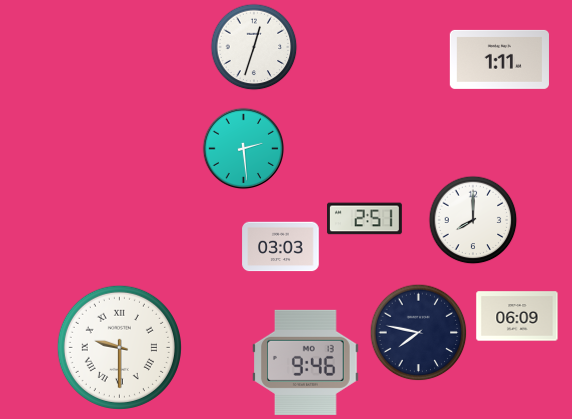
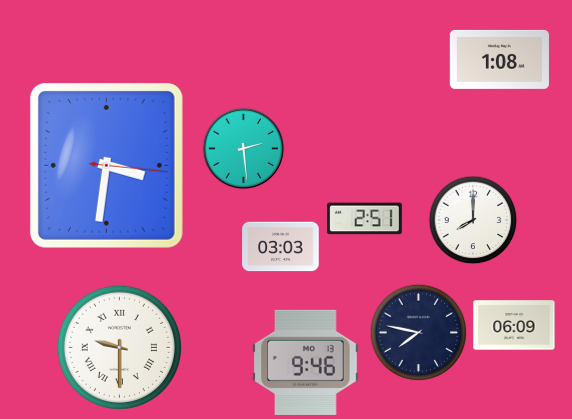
clock at (254, 47): 12:33 -> none
clock at (499, 59): 1:11 -> 1:08
clock at (106, 165): none -> 3:31
clock at (517, 316) position: (517, 316) -> (514, 325)
